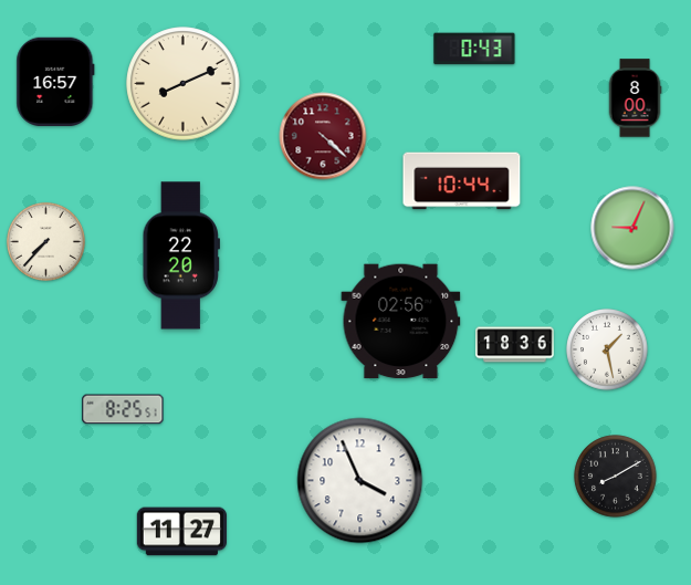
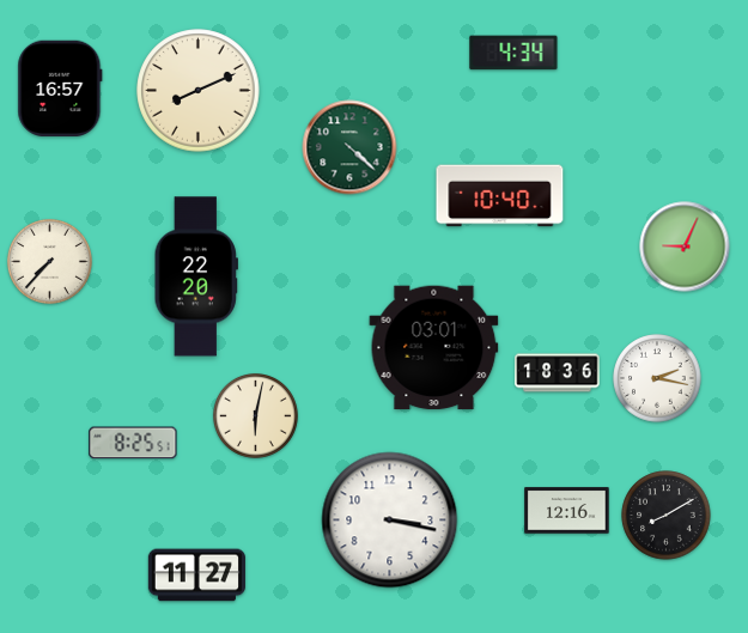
clock at (474, 49): 0:43 -> 4:34
clock at (635, 98): 8:00 -> none
clock at (323, 136) dial: burgundy -> green
clock at (462, 181): 10:44 -> 10:40
clock at (401, 322): 02:56 -> 03:01
clock at (607, 349): 1:28 -> 2:17
clock at (255, 415): none -> 6:02
clock at (567, 511): none -> 12:16
clock at (360, 481): 3:56 -> 3:17
